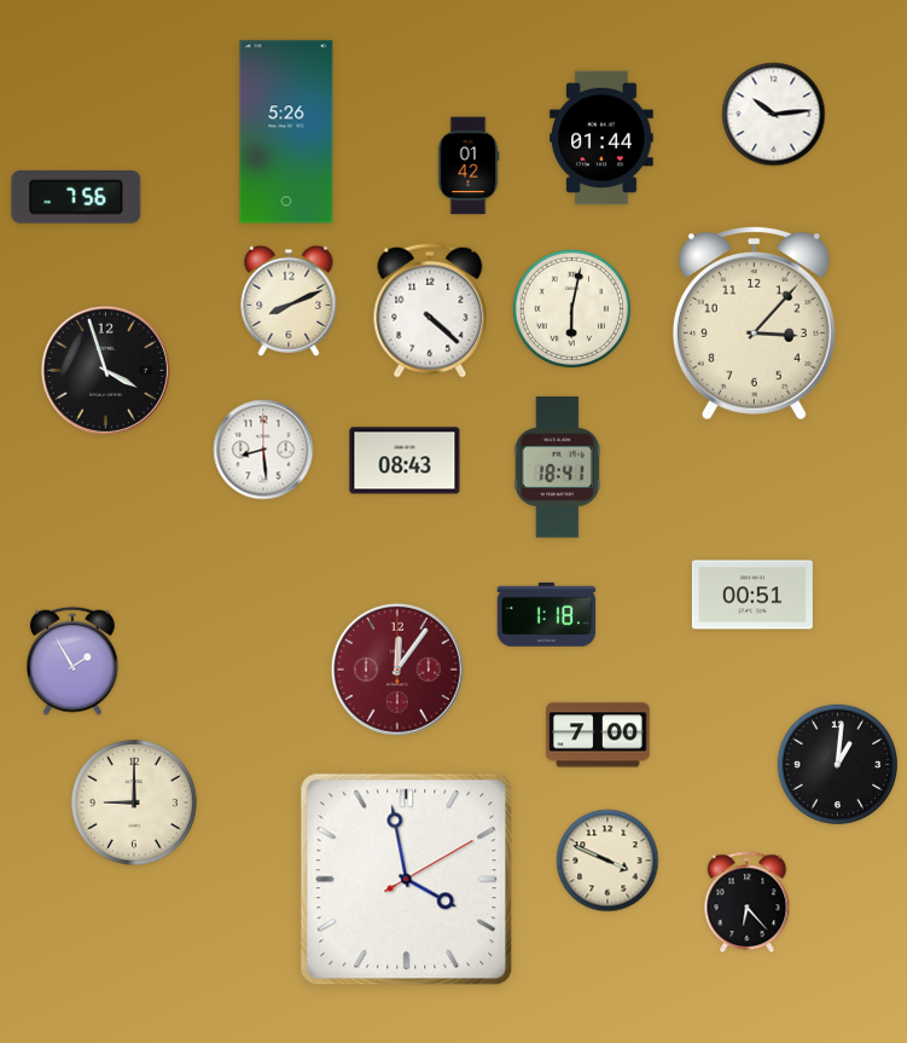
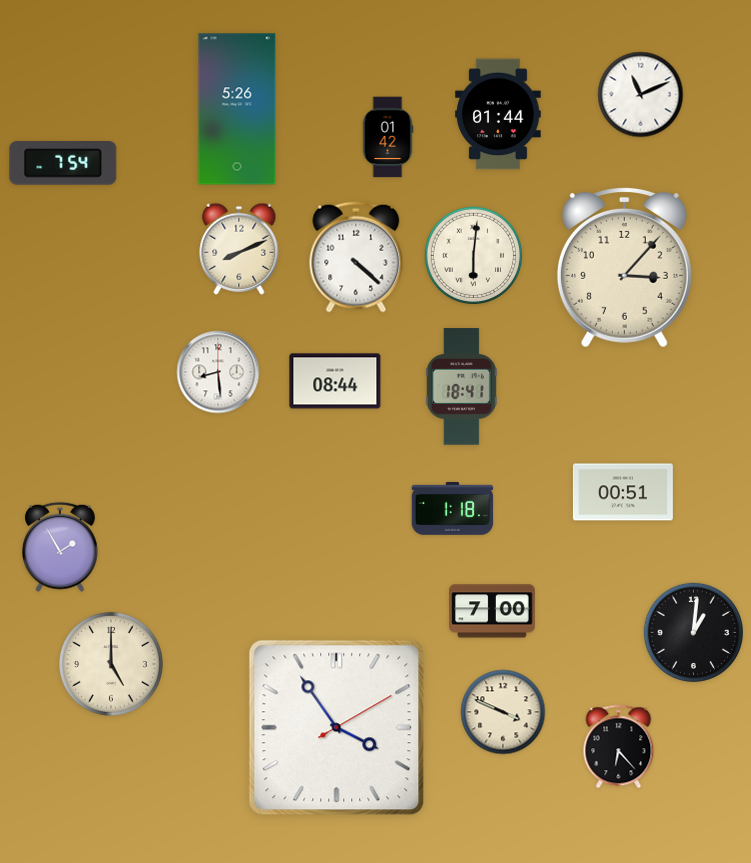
clock at (774, 115): 10:14 -> 11:11
clock at (76, 198): 7:56 -> 7:54
clock at (572, 309): 6:02 -> 6:01
clock at (105, 370): 3:57 -> none
clock at (405, 460): 08:43 -> 08:44
clock at (397, 670): 12:06 -> none
clock at (598, 735) position: (598, 735) -> (492, 611)
clock at (134, 802): 9:00 -> 5:00
clock at (407, 880): 3:58 -> 3:54
